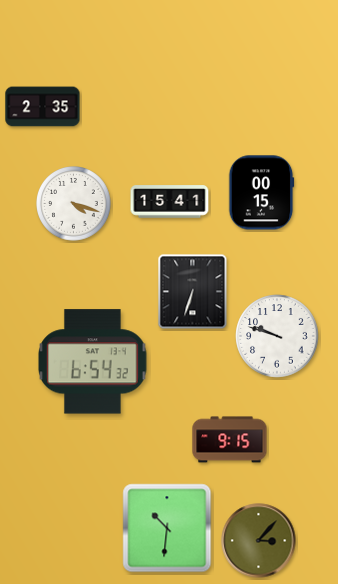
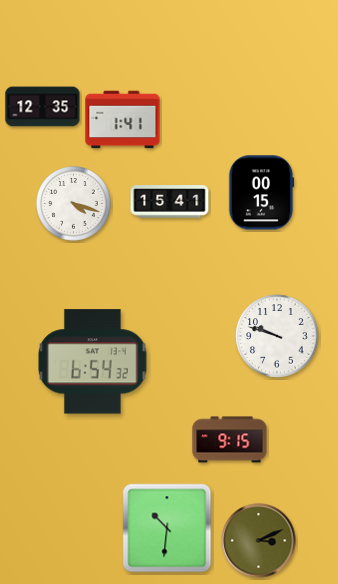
clock at (43, 107): 2:35 -> 12:35
clock at (123, 120): none -> 1:41
clock at (193, 292): 6:33 -> none
clock at (259, 541): 3:07 -> 3:11
